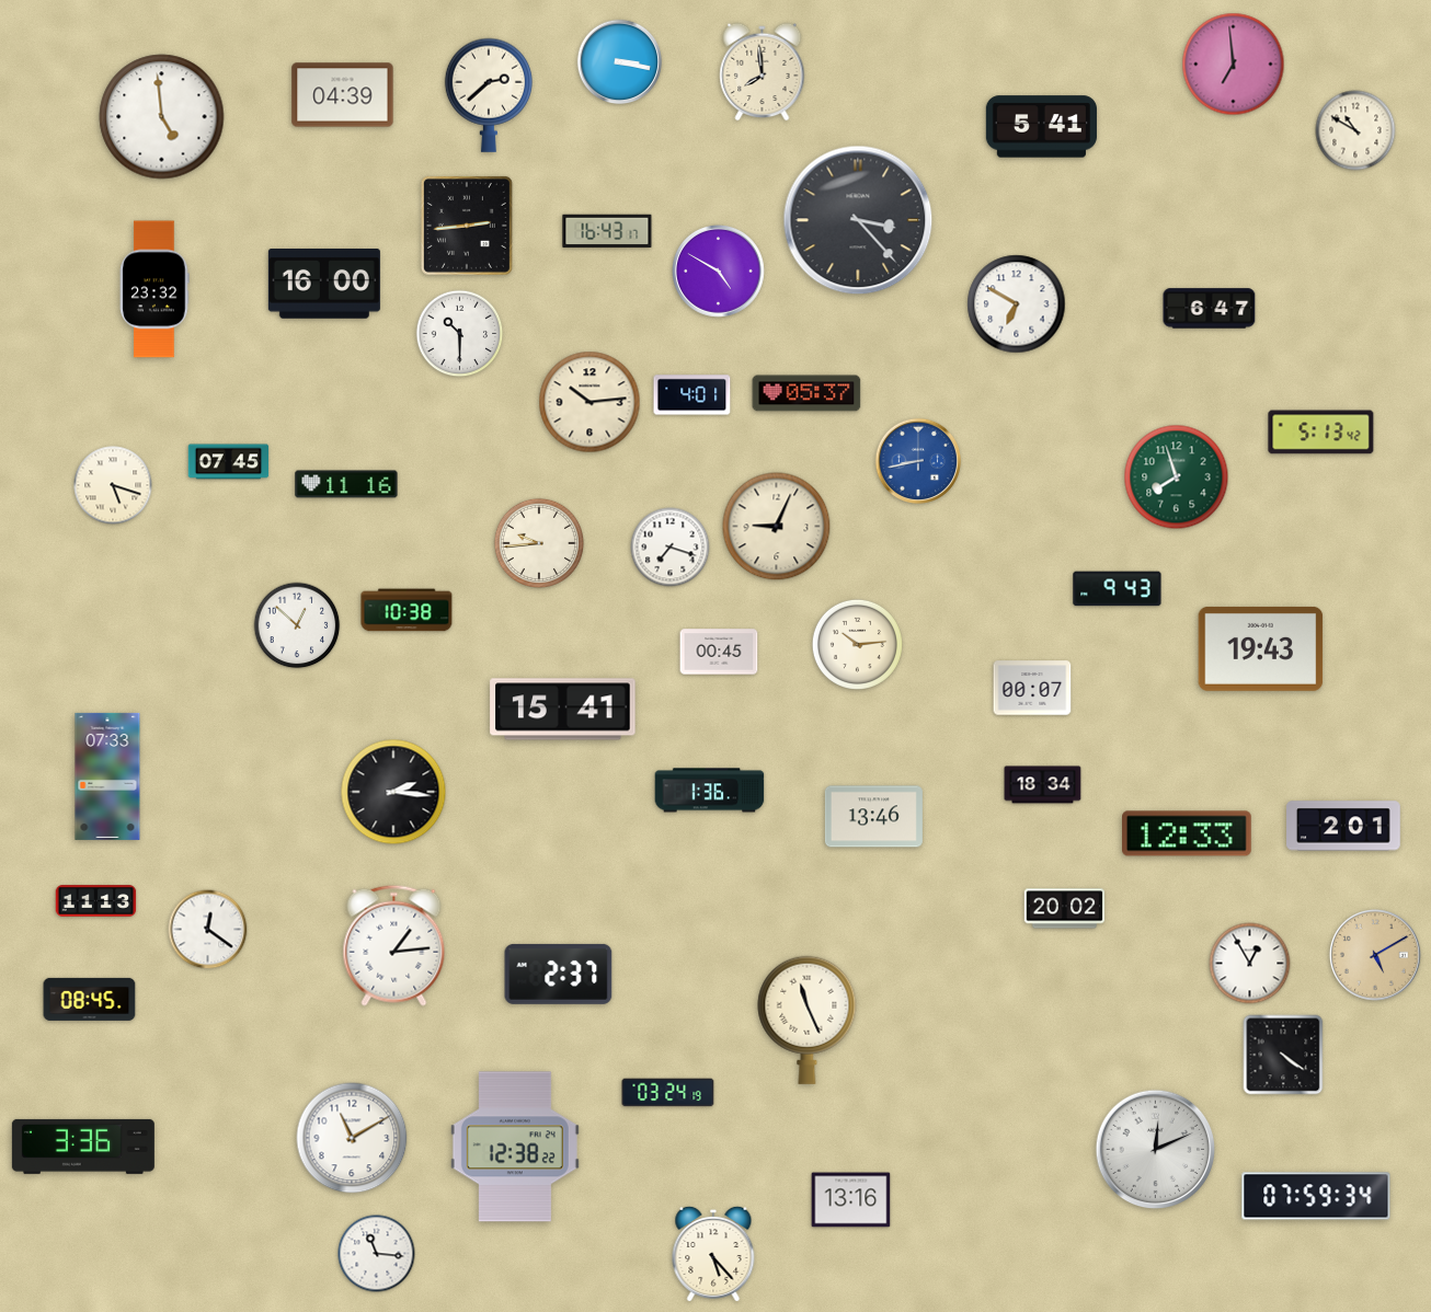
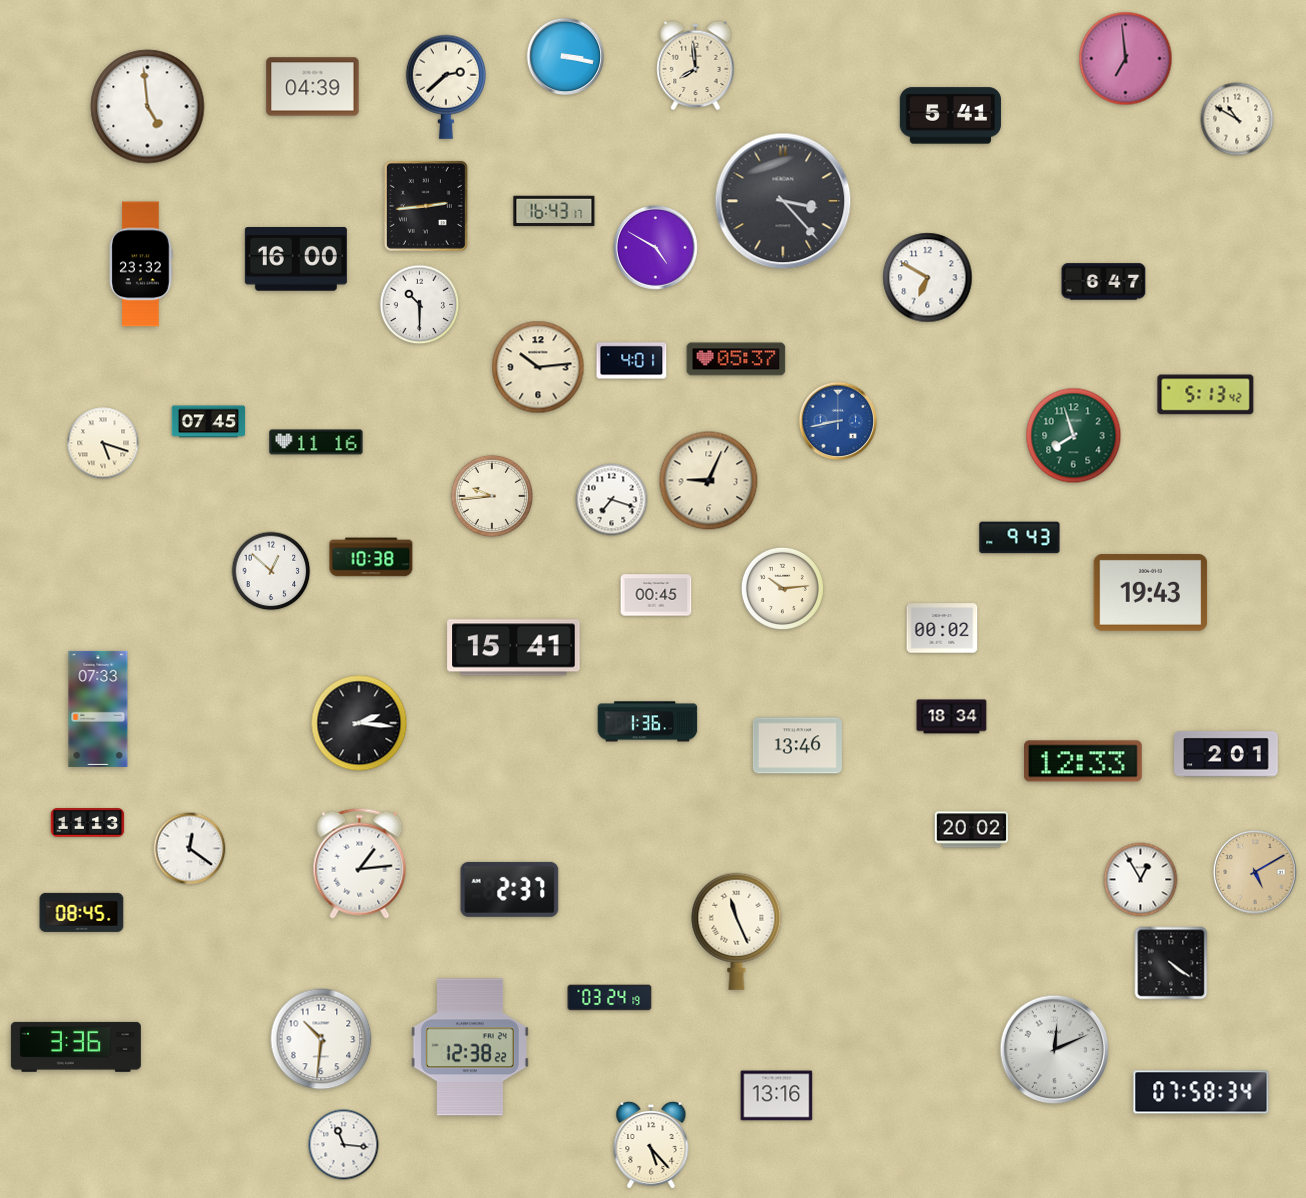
clock at (1032, 688): 00:07 -> 00:02
clock at (352, 1138): 11:10 -> 10:31
clock at (1316, 1196): 07:59 -> 07:58
